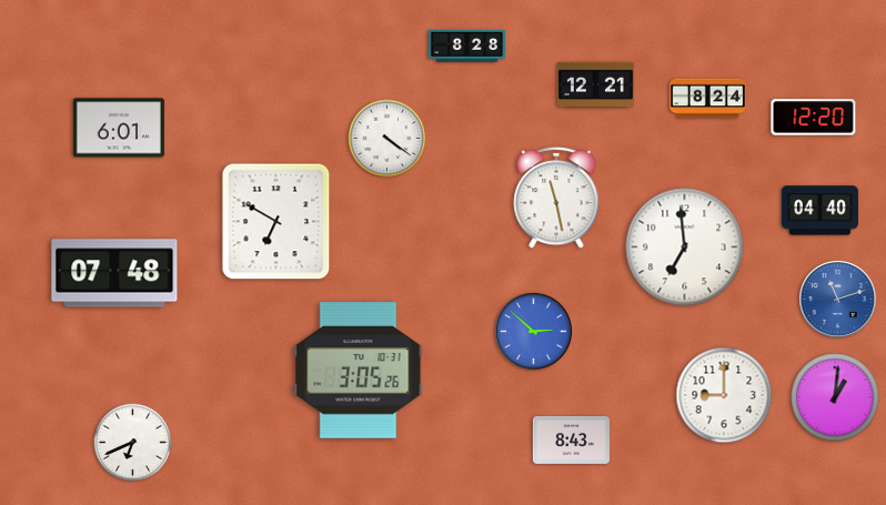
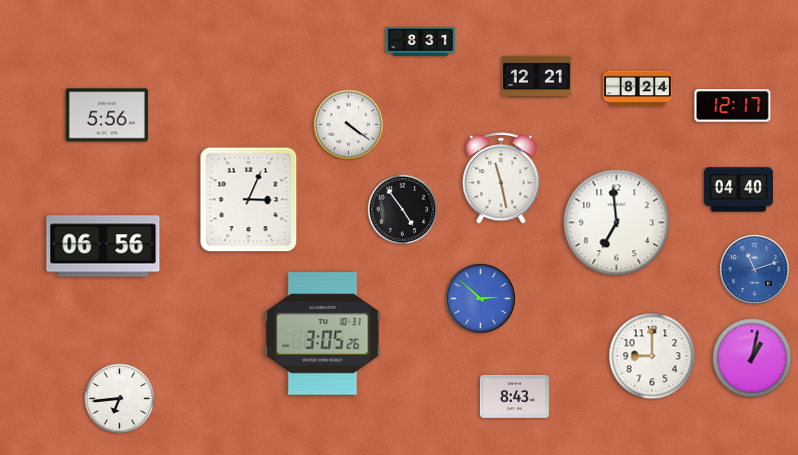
clock at (466, 46): 8:28 -> 8:31
clock at (814, 118): 12:20 -> 12:17
clock at (119, 128): 6:01 -> 5:56
clock at (276, 222): 6:50 -> 3:04
clock at (403, 210): none -> 4:54
clock at (114, 273): 07:48 -> 06:56
clock at (835, 397): 1:01 -> 1:02
clock at (133, 443): 6:41 -> 6:44
